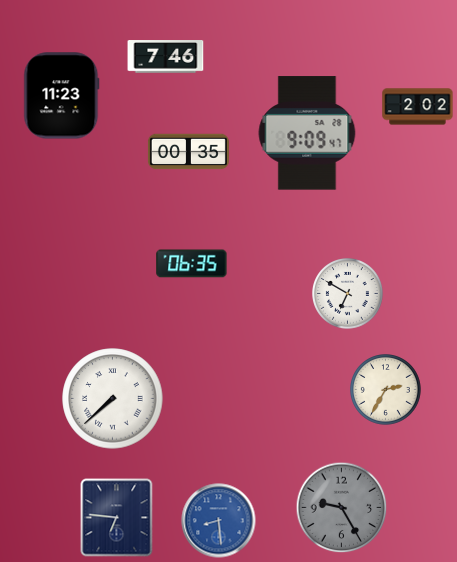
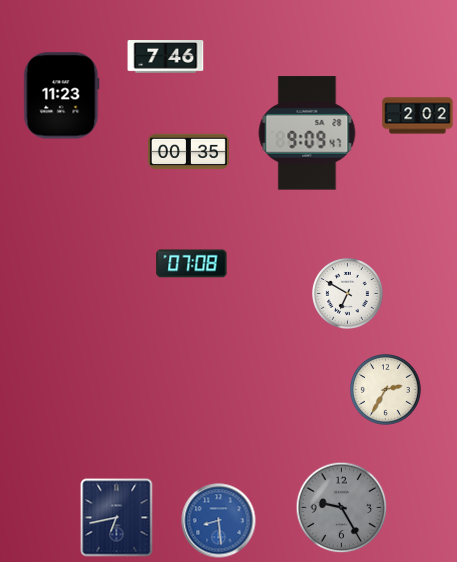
clock at (418, 107) position: (418, 107) -> (418, 116)
clock at (192, 264): 06:35 -> 07:08
clock at (113, 399): 7:38 -> none
clock at (117, 518): 6:46 -> 6:43
